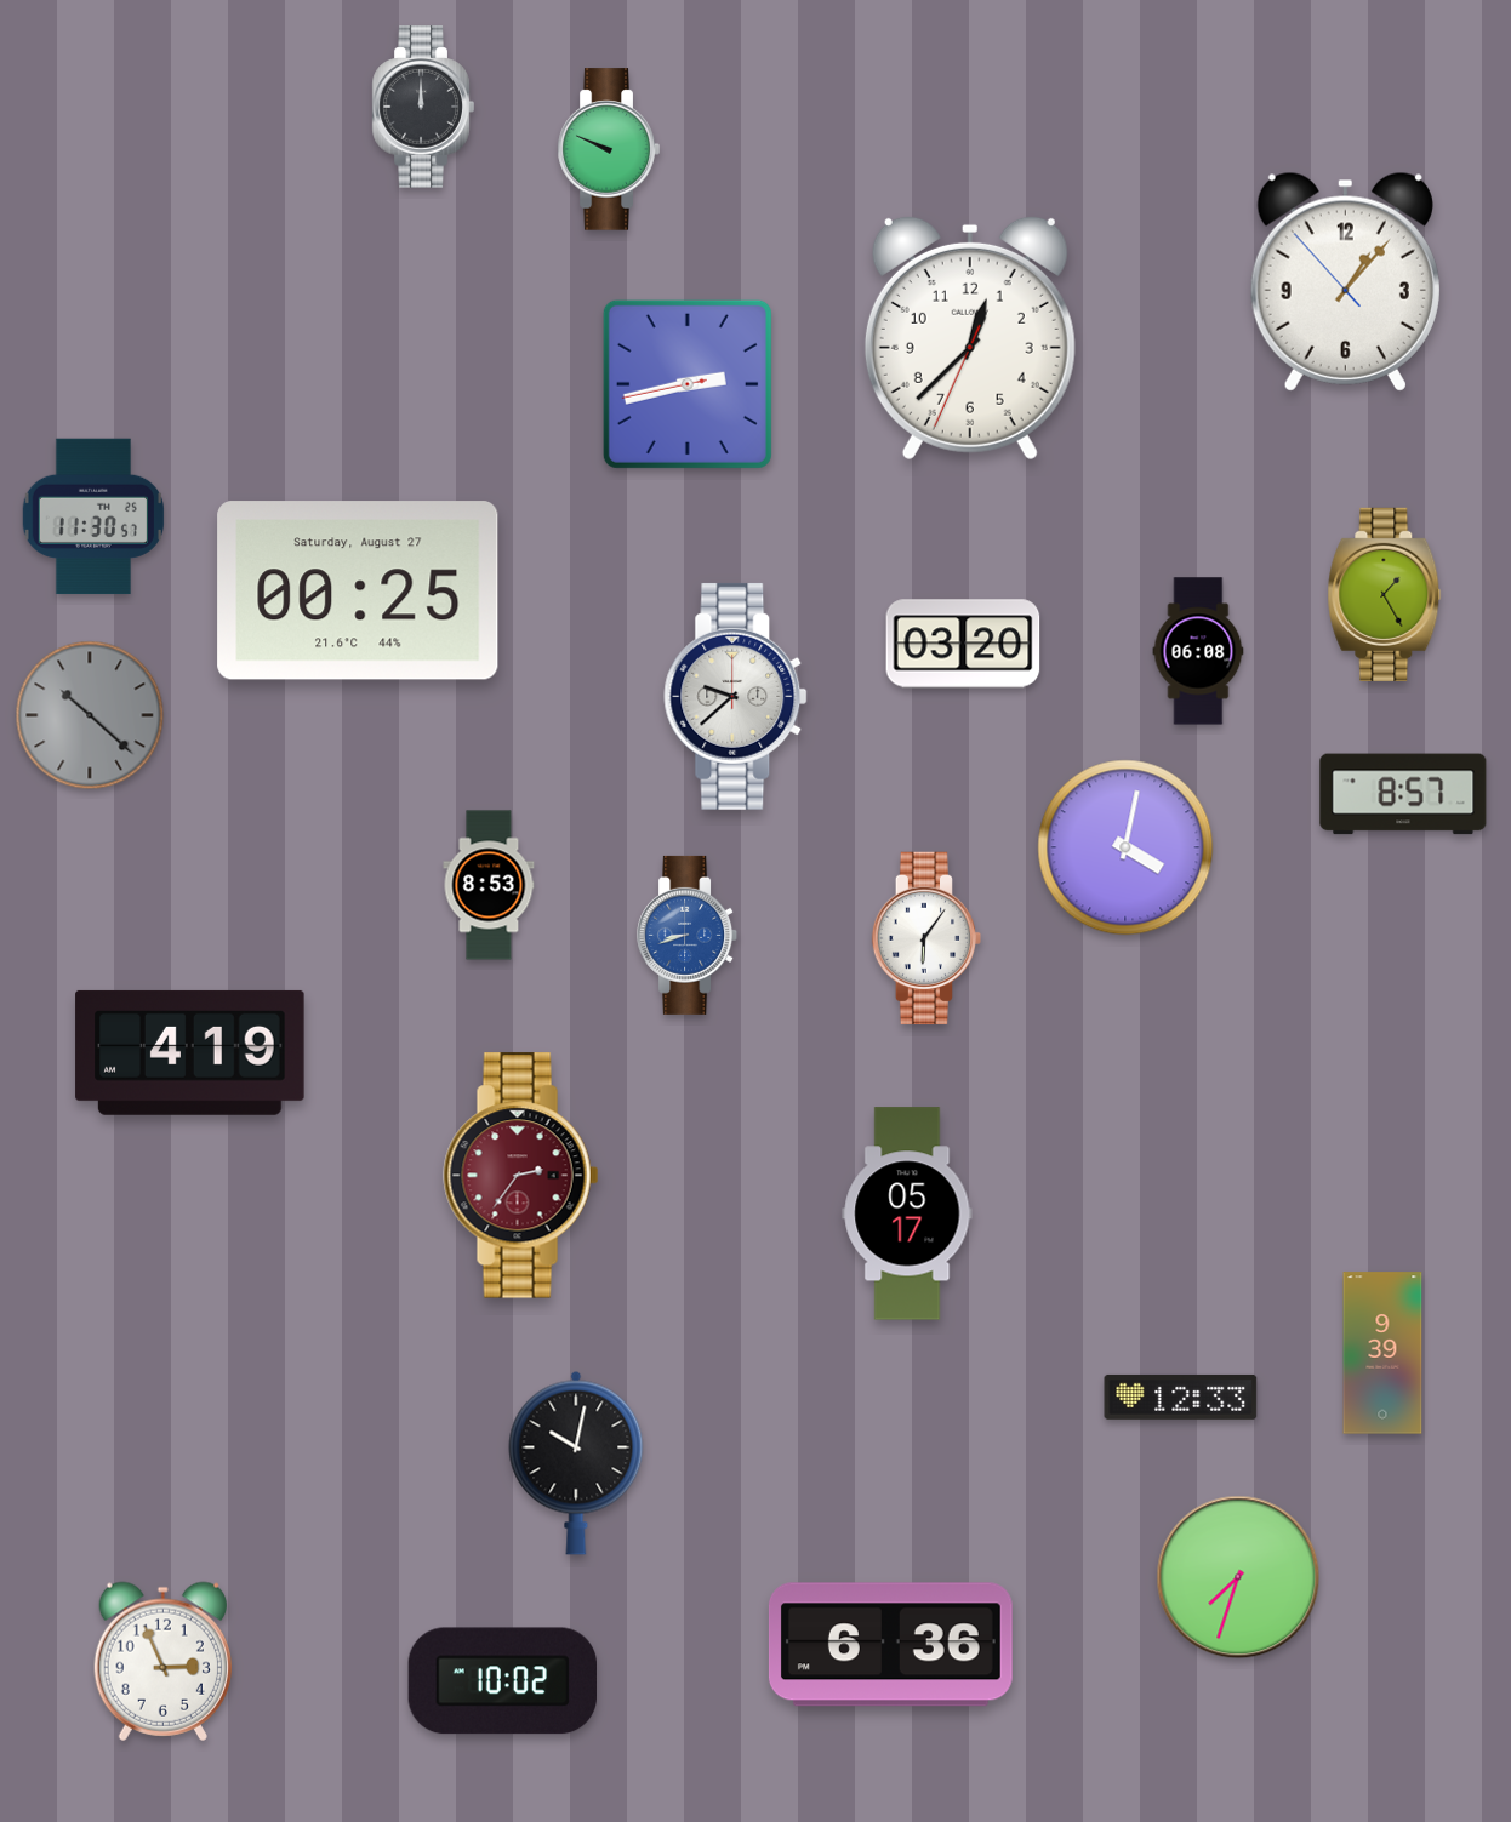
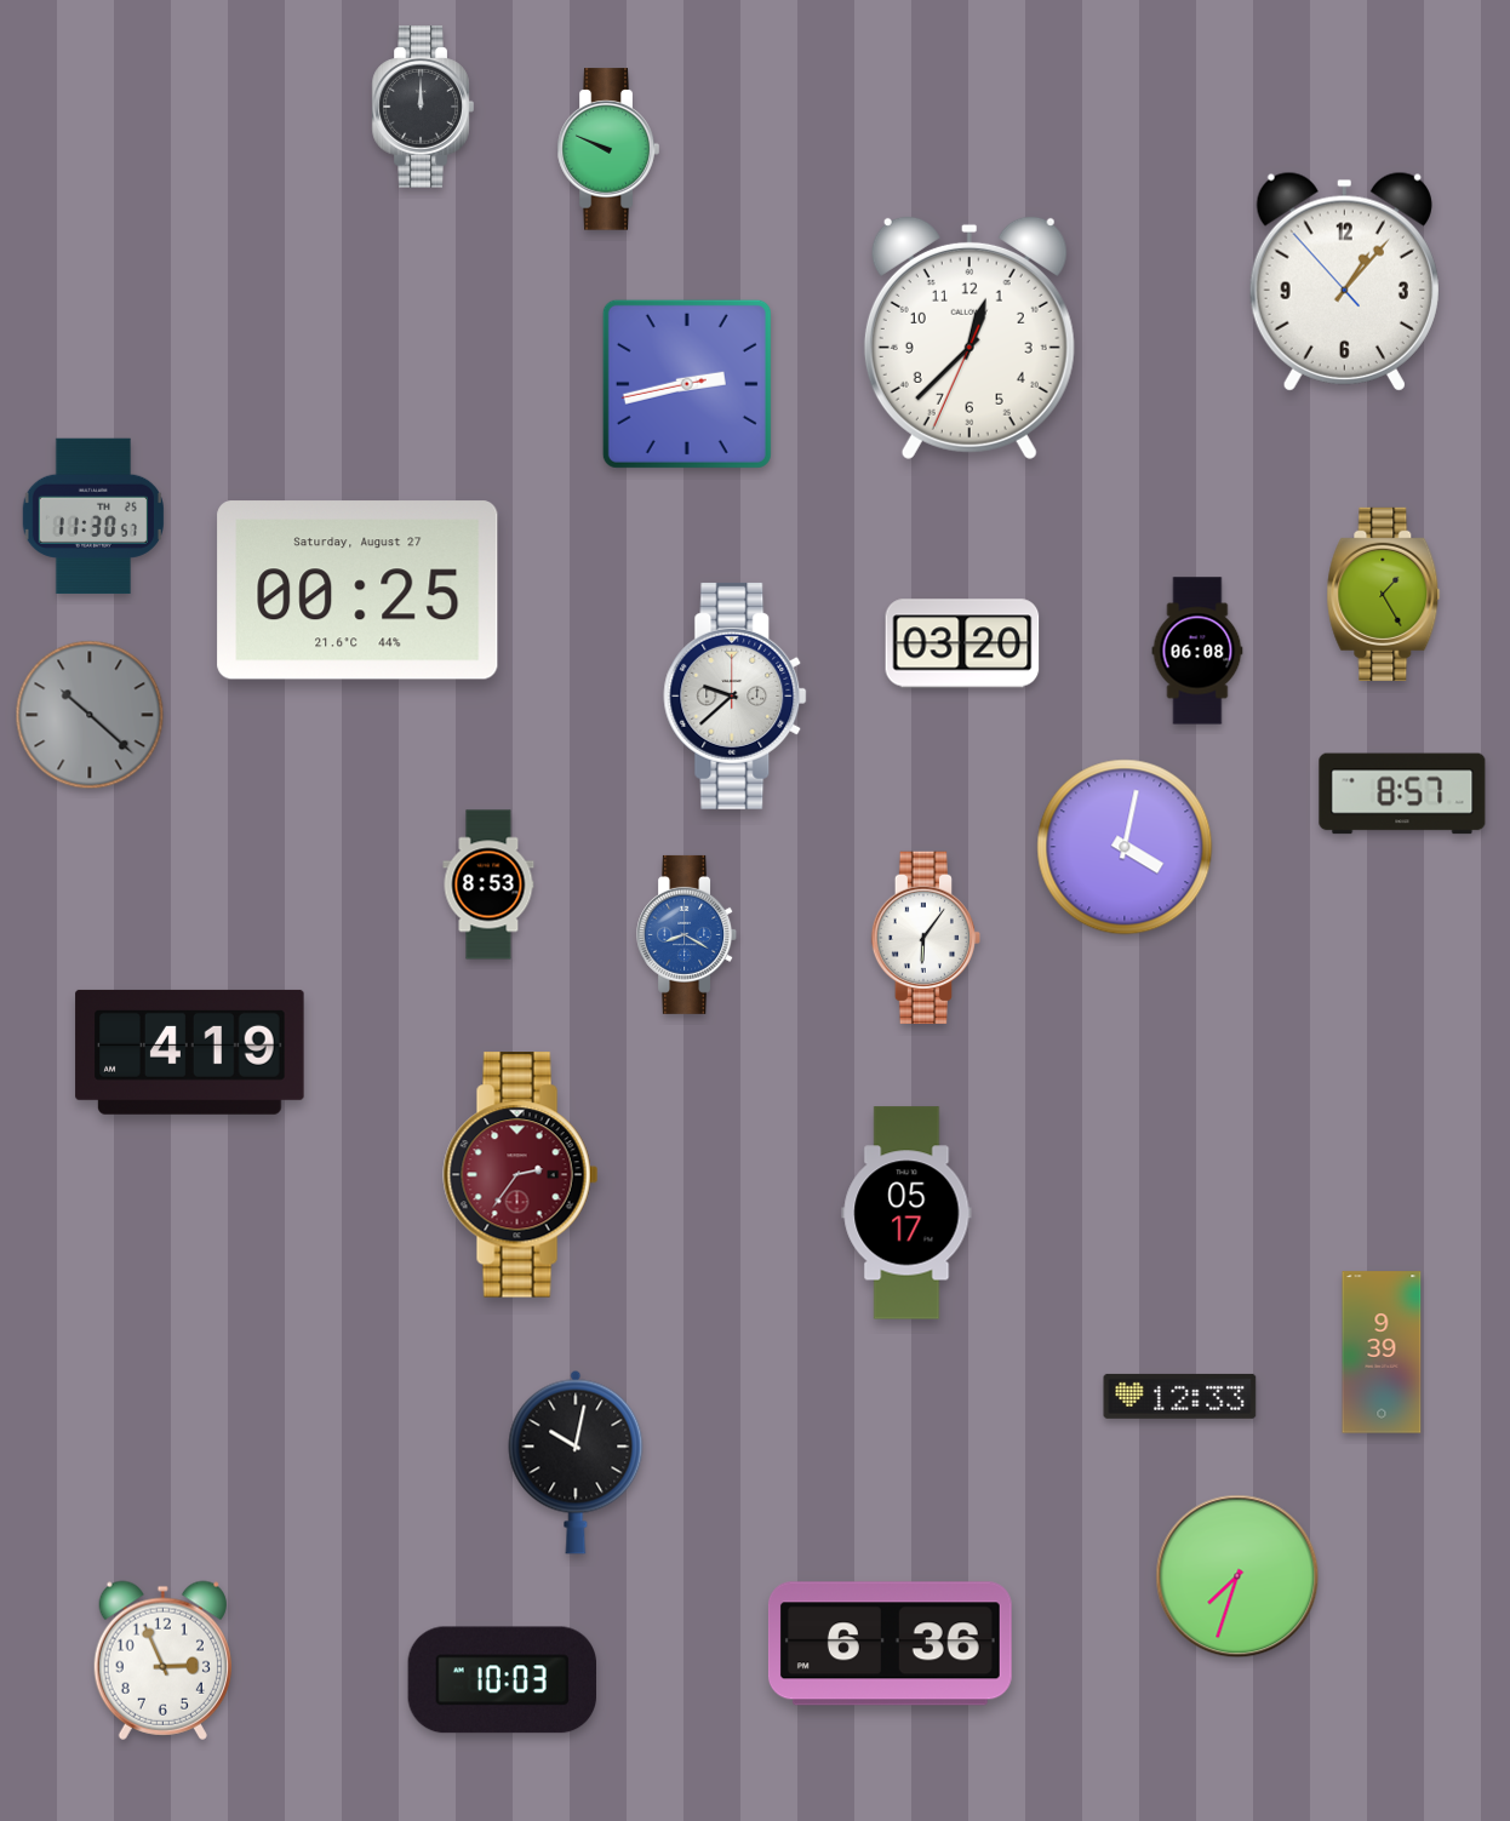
clock at (688, 935): 8:42 -> 8:20
clock at (502, 1681): 10:02 -> 10:03
